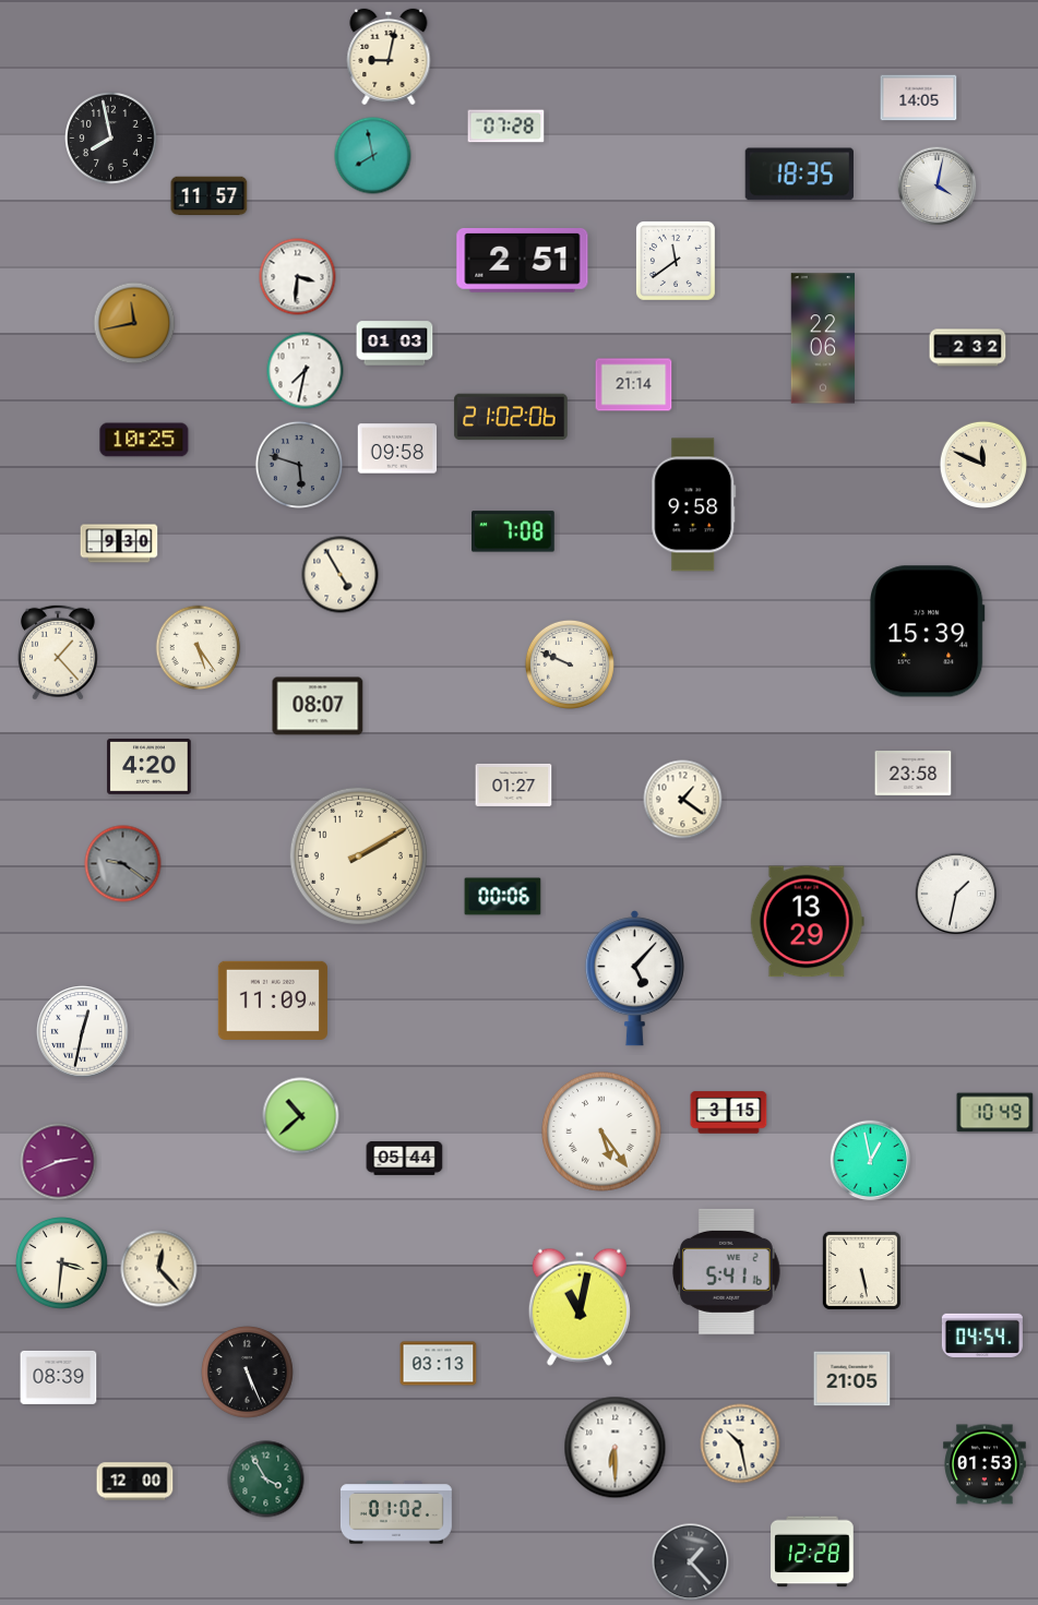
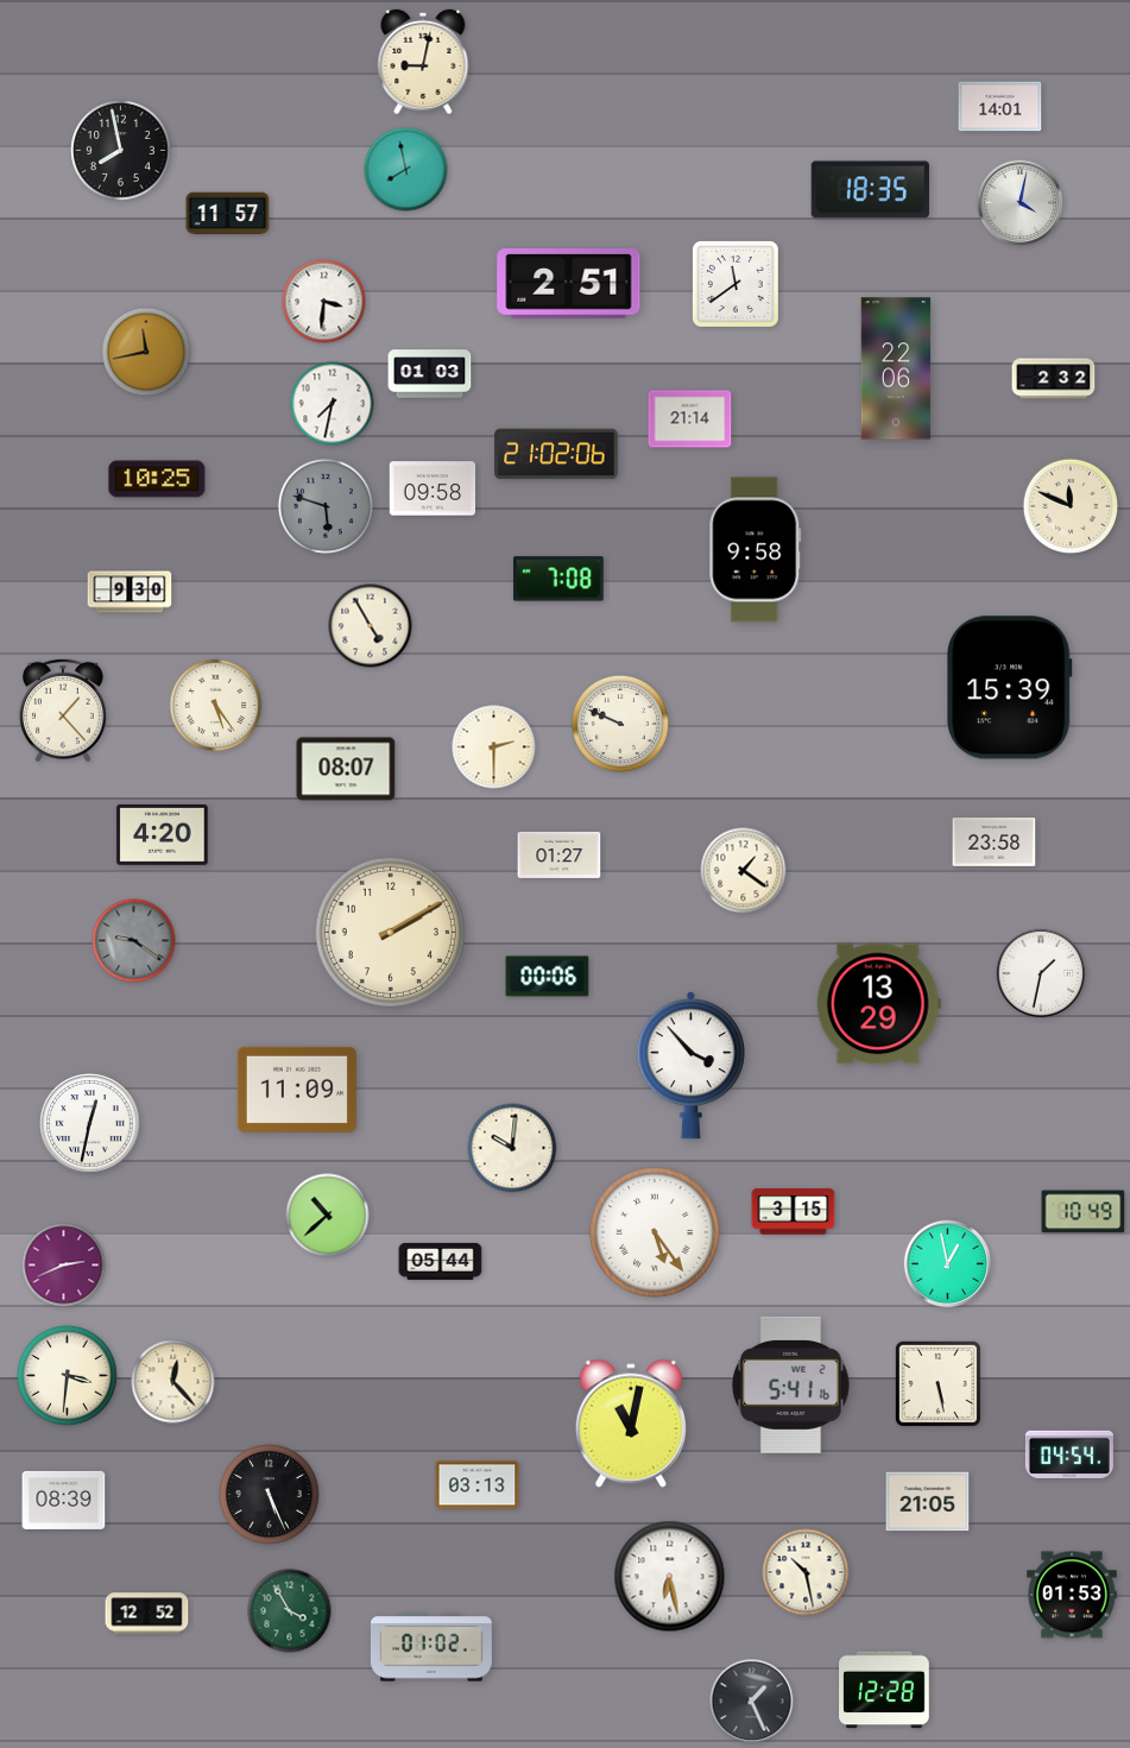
clock at (919, 98): 14:05 -> 14:01
clock at (506, 127): 07:28 -> none
clock at (494, 747): none -> 2:30
clock at (634, 979): 5:07 -> 3:53
clock at (512, 1148): none -> 10:01
clock at (616, 1448): 6:30 -> 6:28
clock at (135, 1482): 12:00 -> 12:52
clock at (691, 1562): 1:23 -> 1:26
